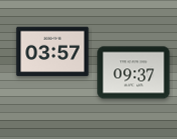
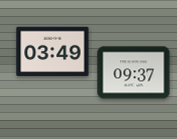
clock at (53, 52): 03:57 -> 03:49
